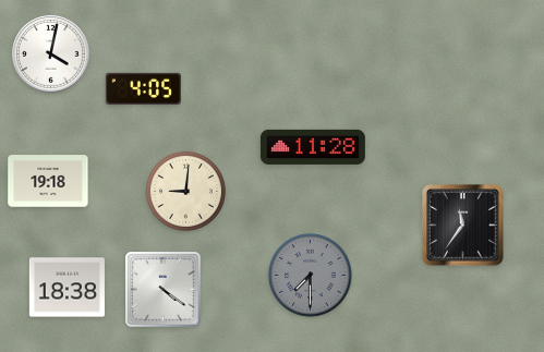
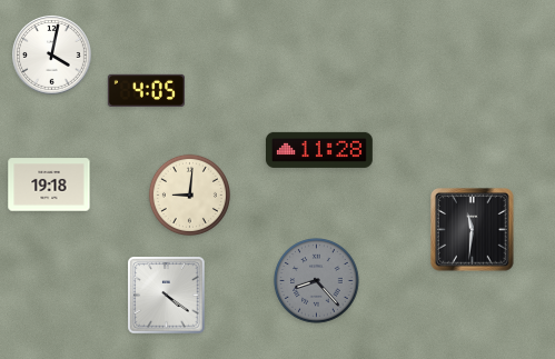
clock at (463, 226): 11:36 -> 11:31
clock at (311, 276): 7:30 -> 8:23
clock at (67, 288): 18:38 -> none
